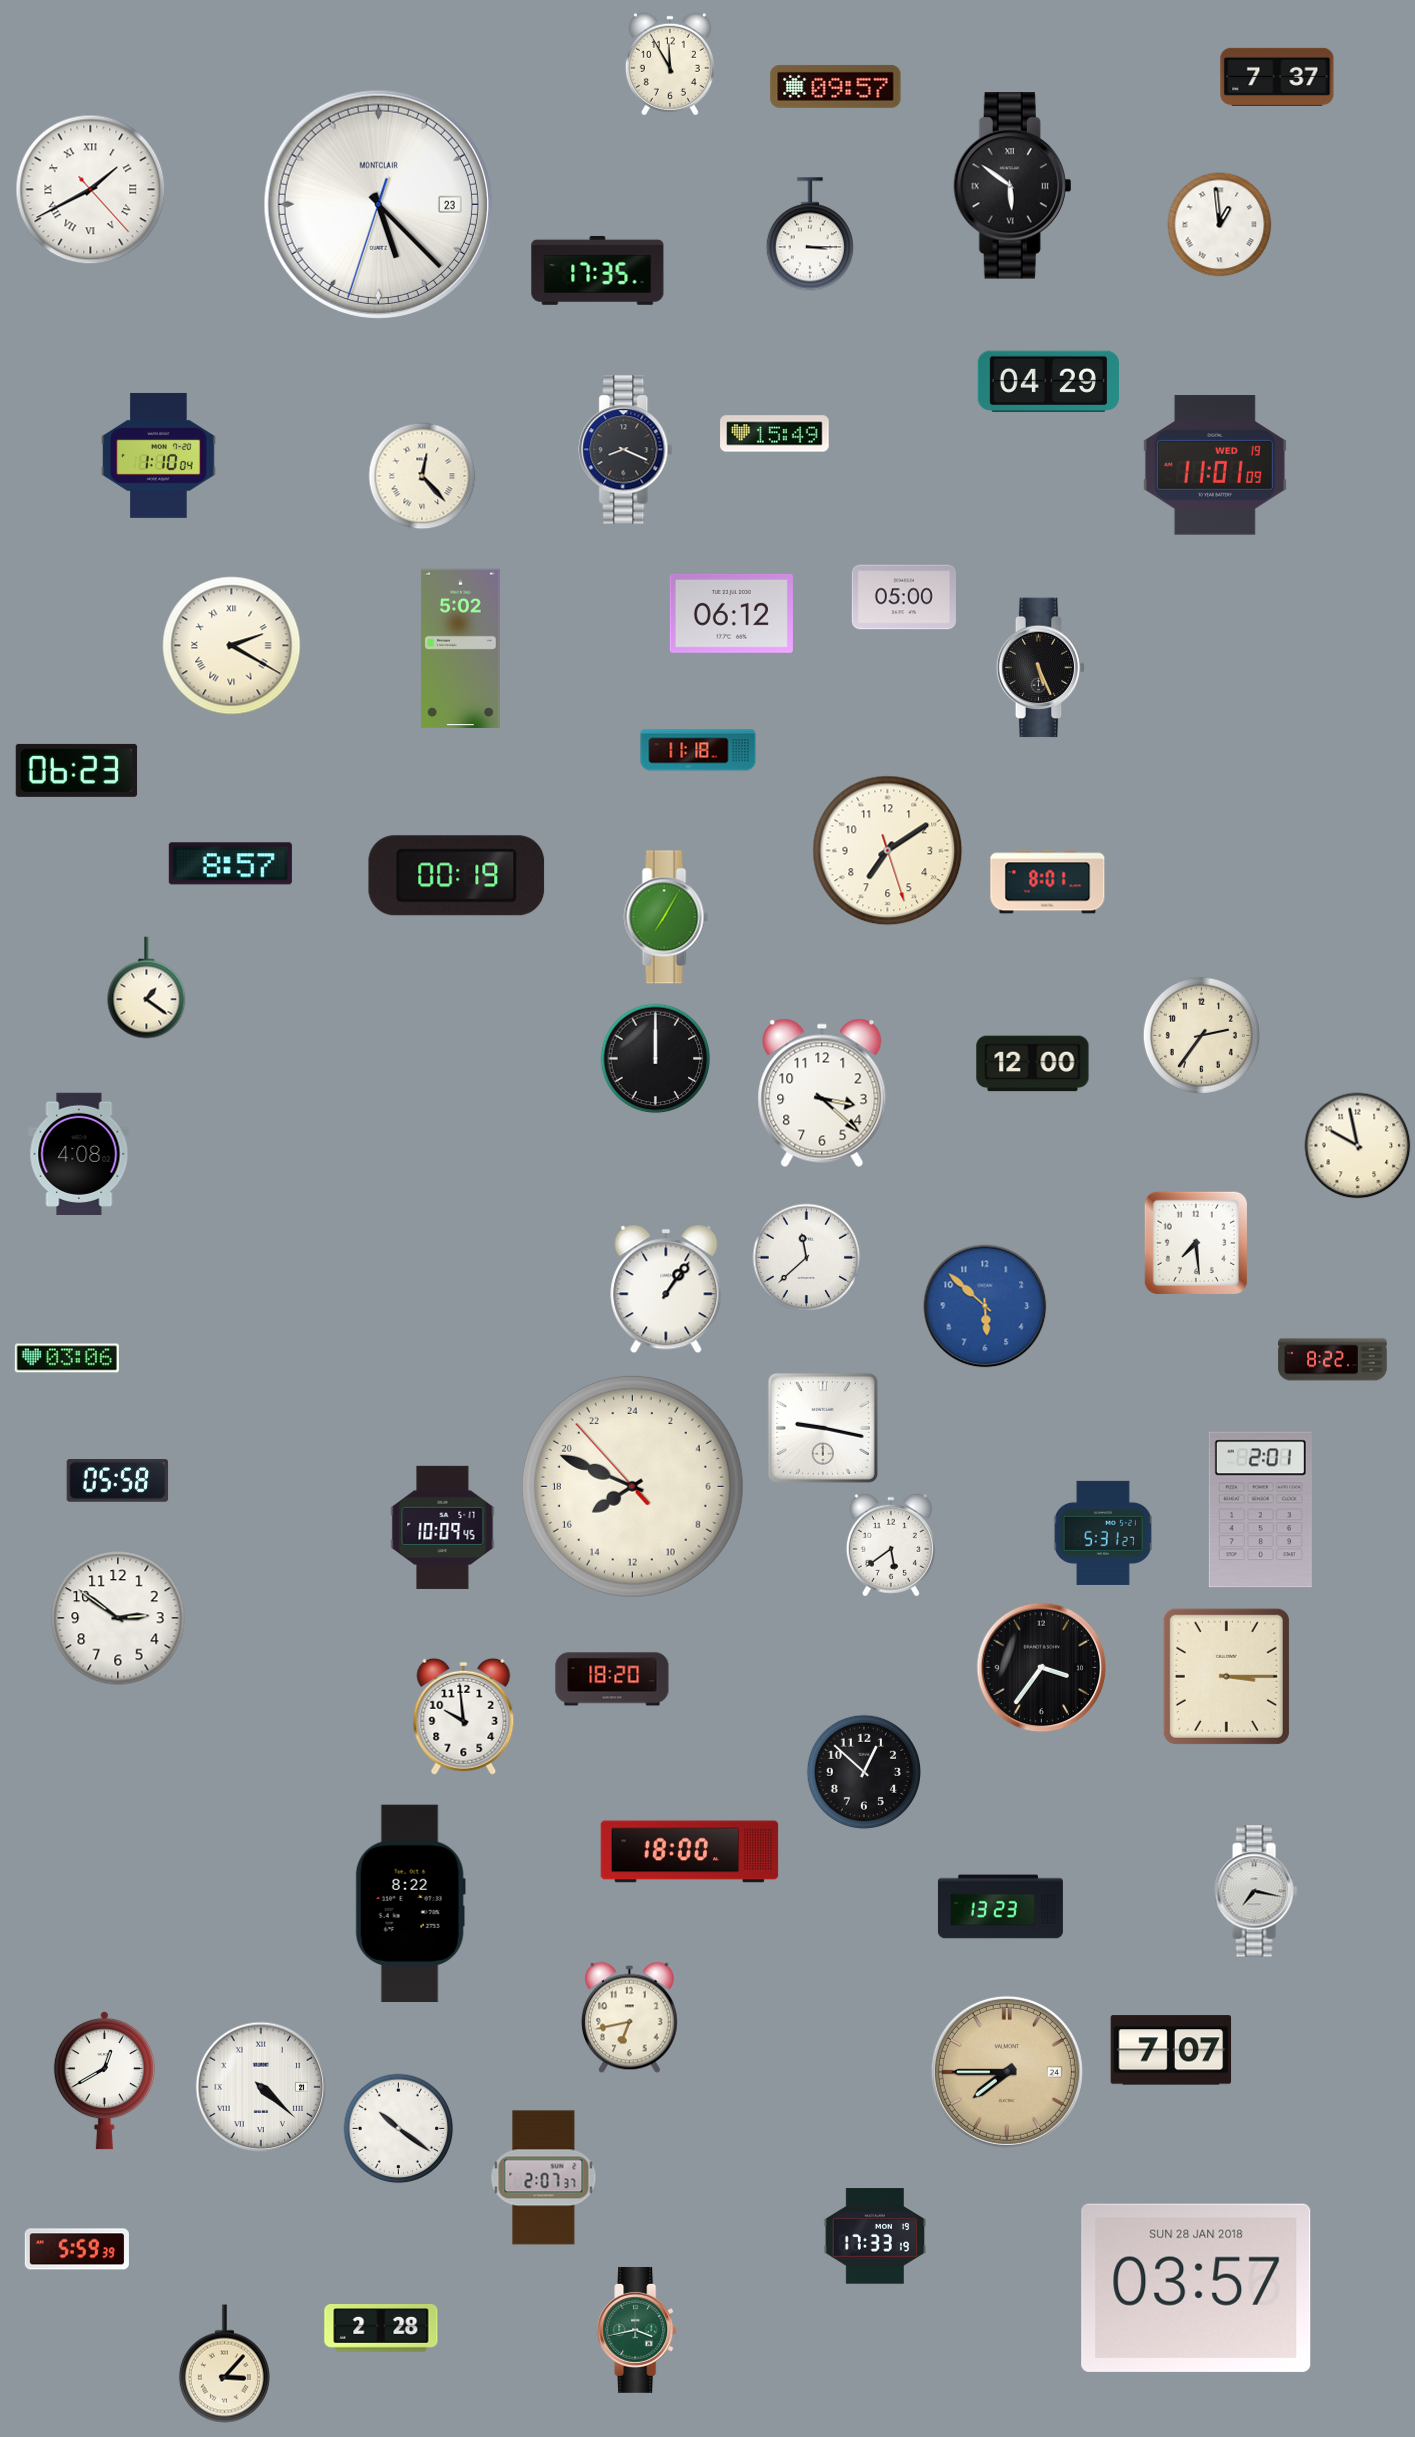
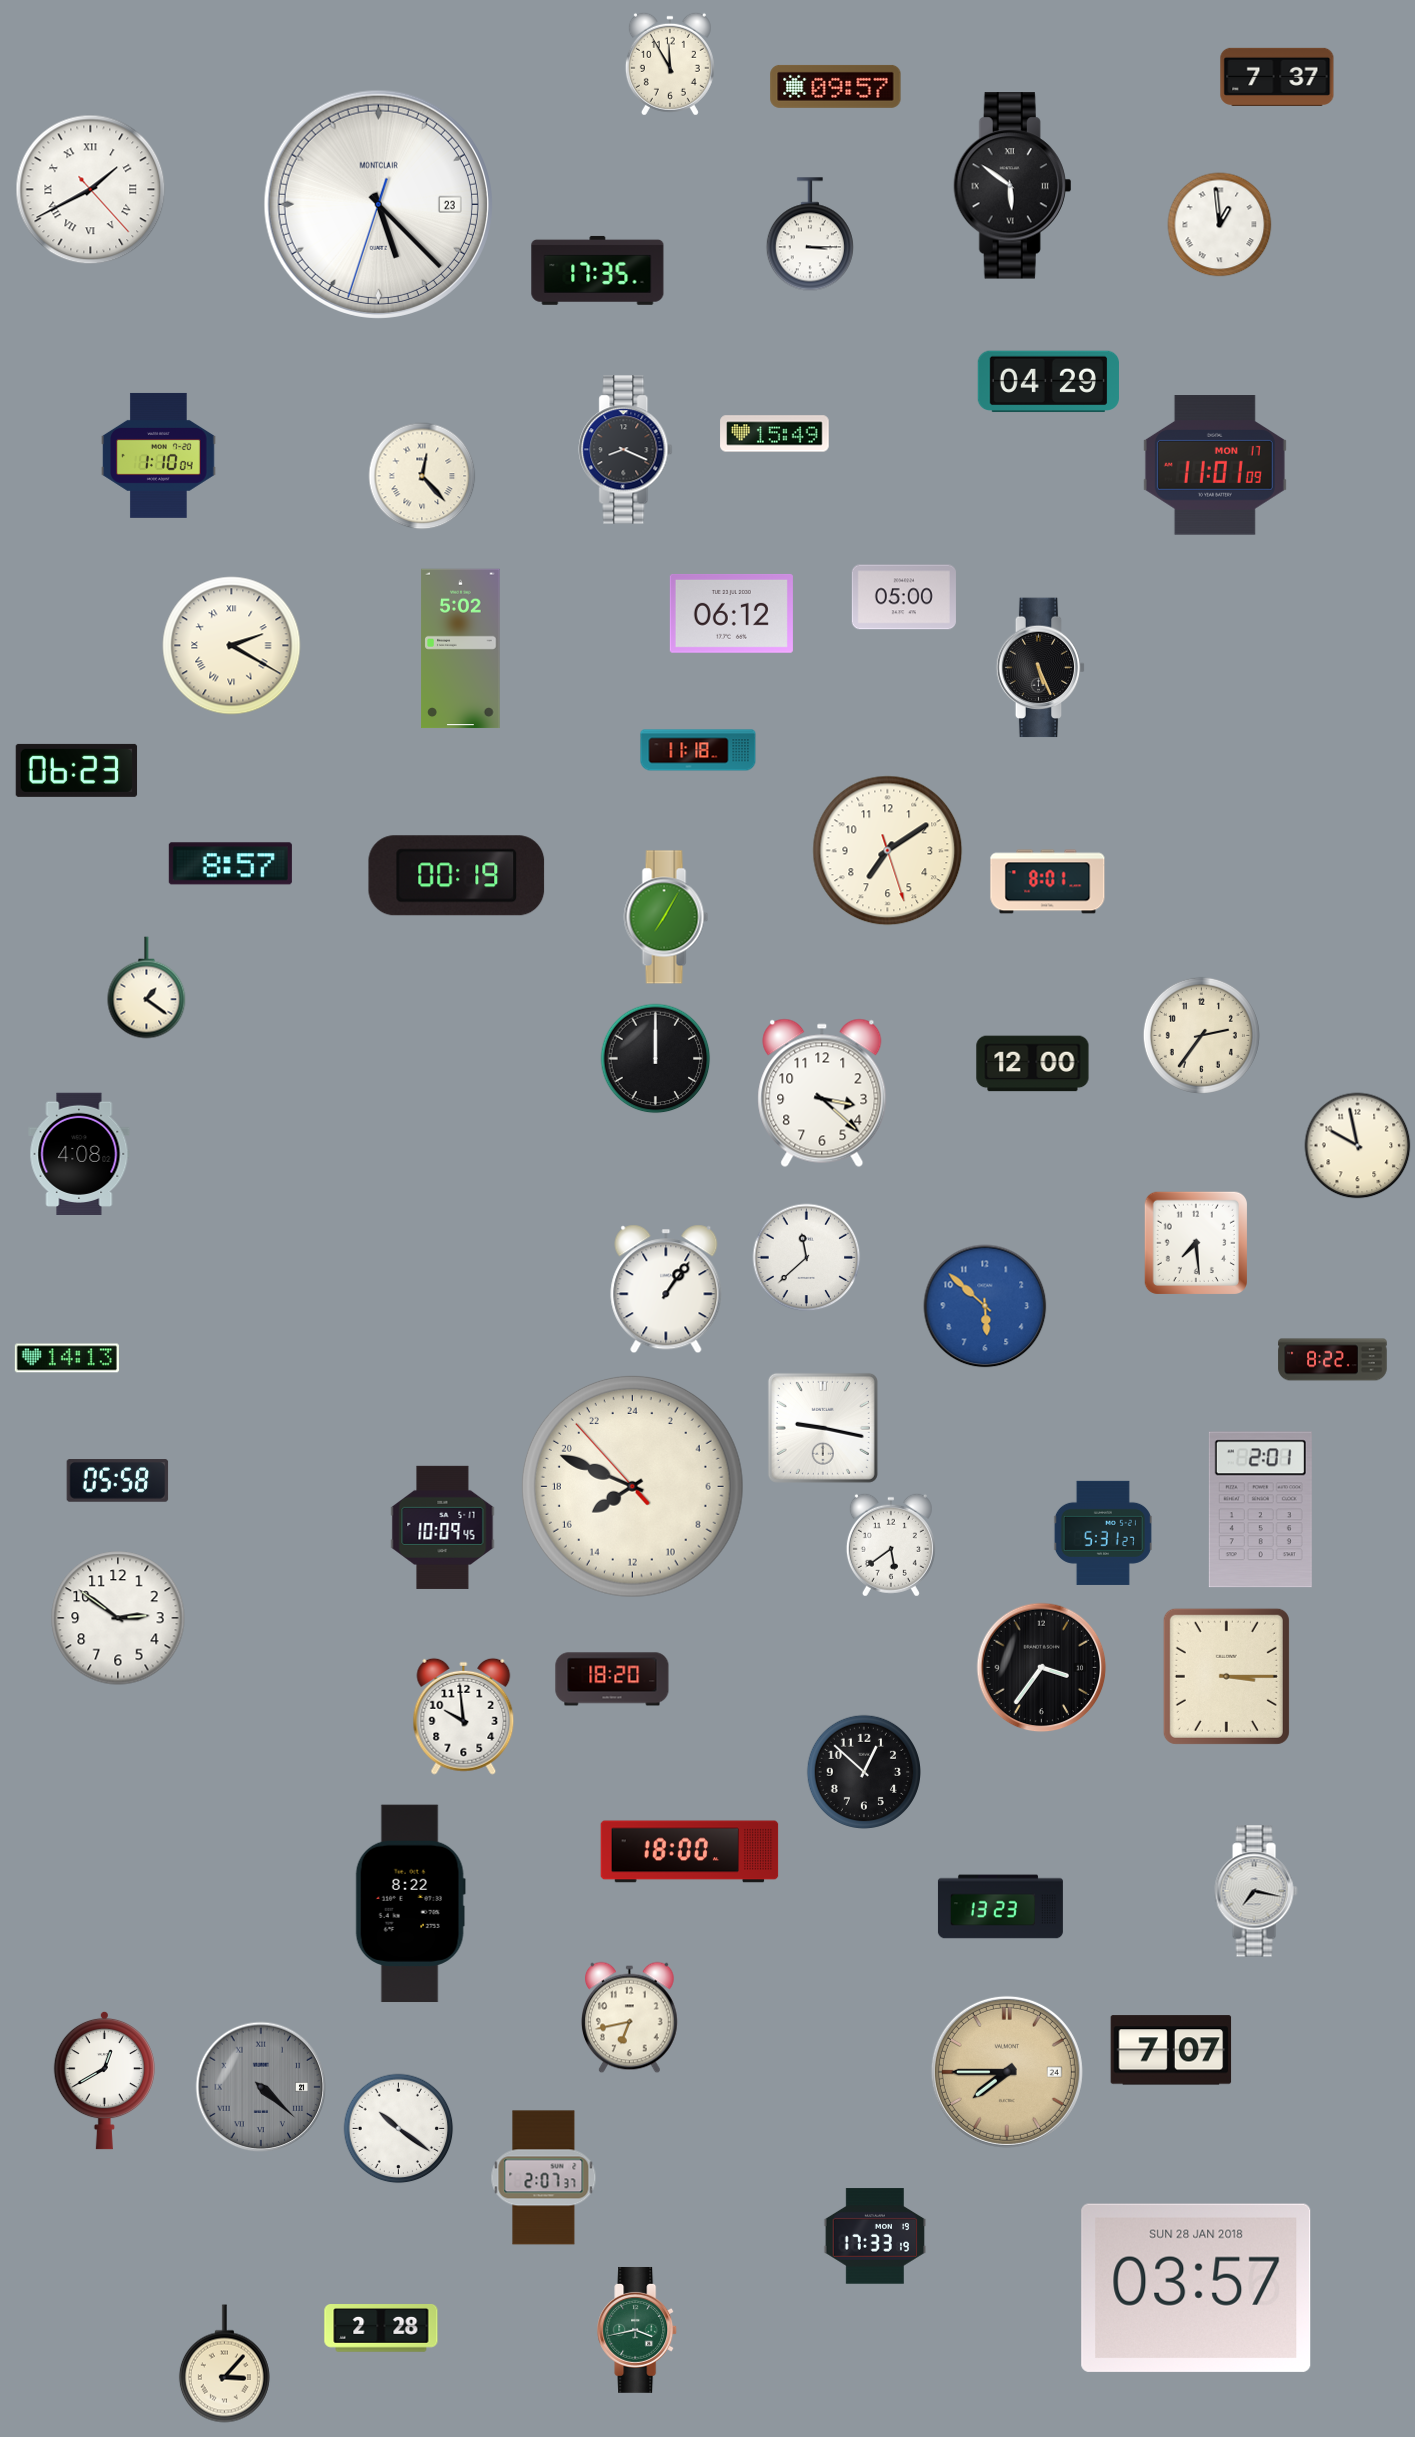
clock at (1215, 465) date: WED 19 -> MON 17
clock at (67, 1358): 03:06 -> 14:13
clock at (261, 2087) dial: white -> grey
clock at (77, 2249): 5:59 -> none
